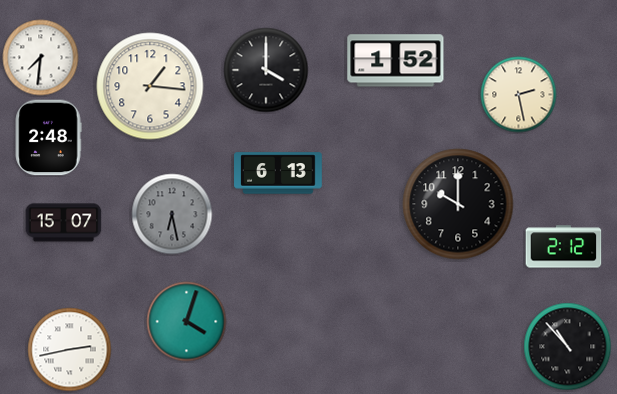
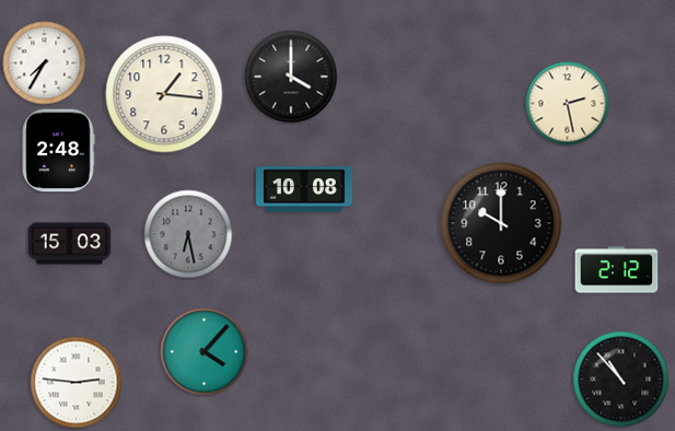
clock at (41, 58): 7:31 -> 7:35
clock at (396, 61): 1:52 -> none
clock at (48, 138) position: (48, 138) -> (58, 151)
clock at (278, 173): 6:13 -> 10:08
clock at (64, 223): 15:07 -> 15:03
clock at (187, 322): 4:03 -> 4:07
clock at (70, 350): 2:43 -> 2:46
